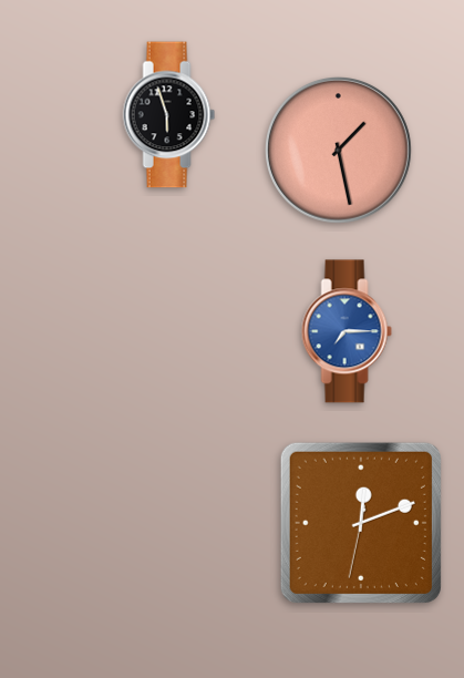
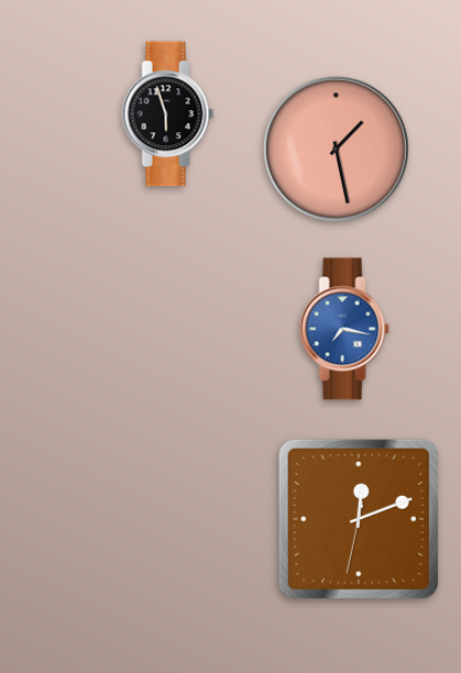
clock at (347, 331): 7:15 -> 7:17
